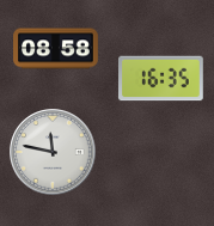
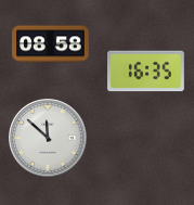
clock at (53, 152): 11:47 -> 11:52
